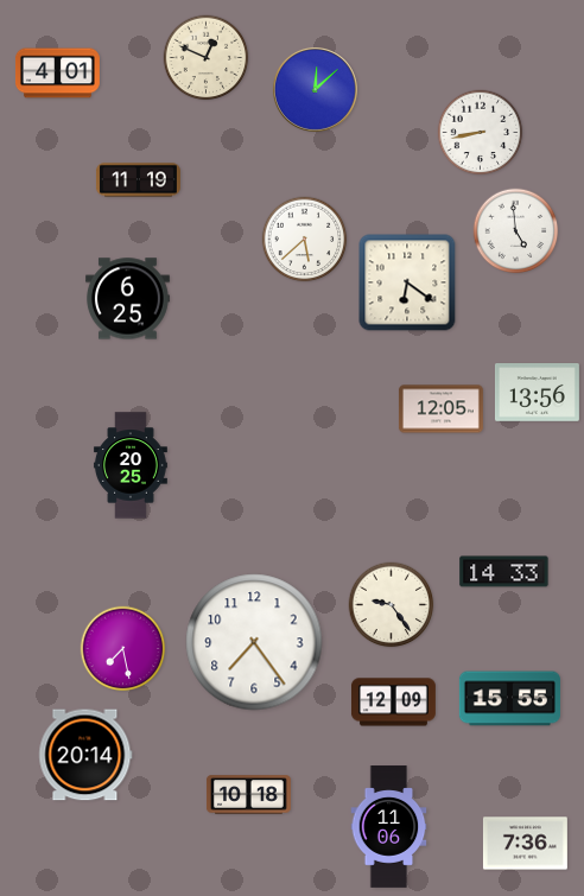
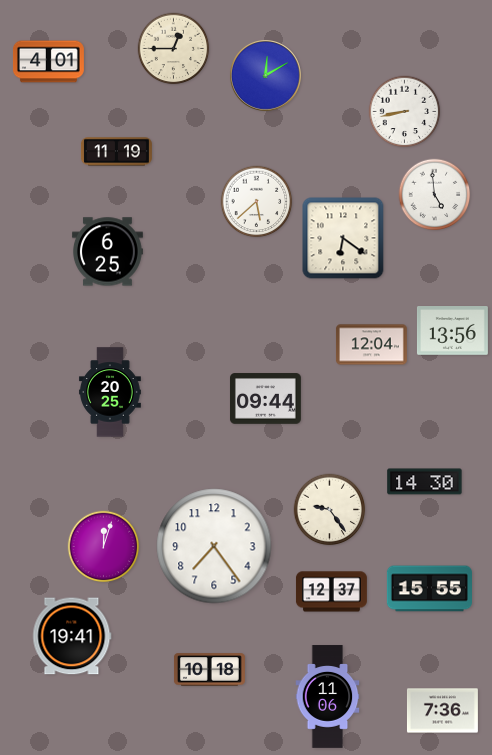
clock at (207, 58): 12:49 -> 12:45
clock at (315, 89): 12:08 -> 12:10
clock at (440, 409): 12:05 -> 12:04
clock at (265, 399): none -> 09:44
clock at (504, 572): 14:33 -> 14:30
clock at (254, 642) position: (254, 642) -> (214, 546)
clock at (123, 649): 7:28 -> 12:03
clock at (393, 703): 12:09 -> 12:37
clock at (85, 755): 20:14 -> 19:41
